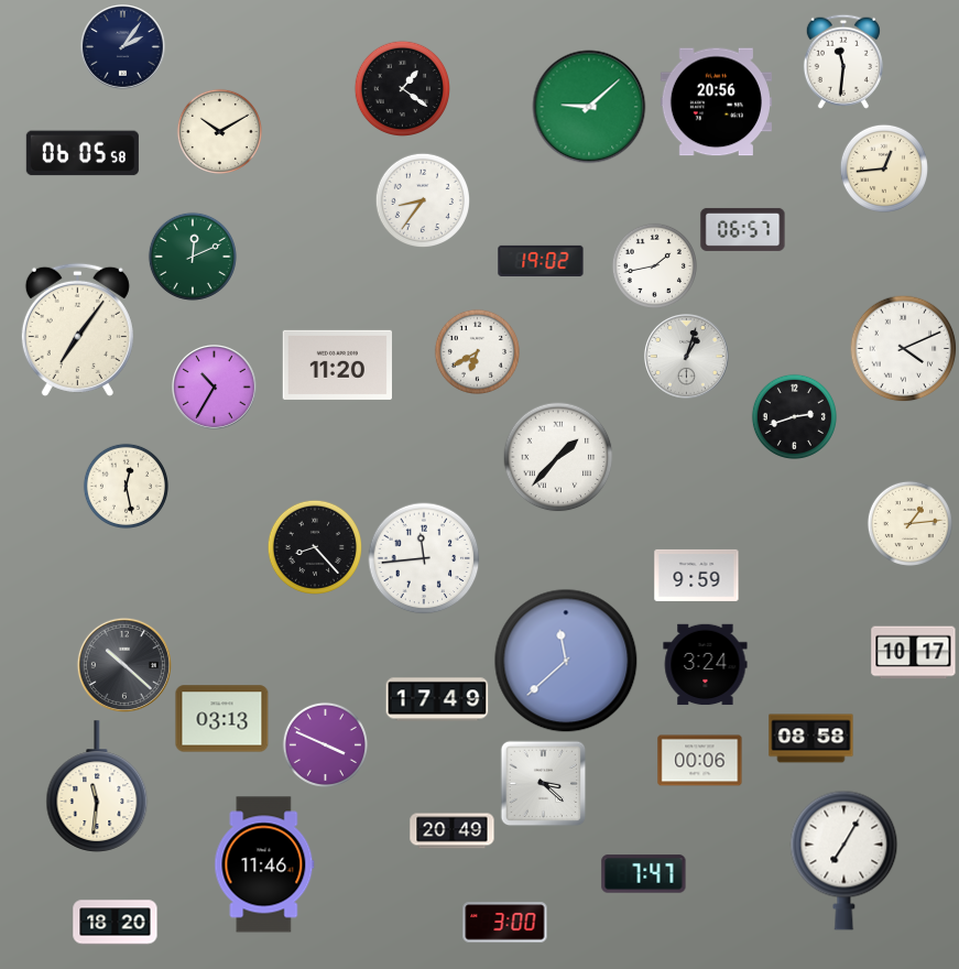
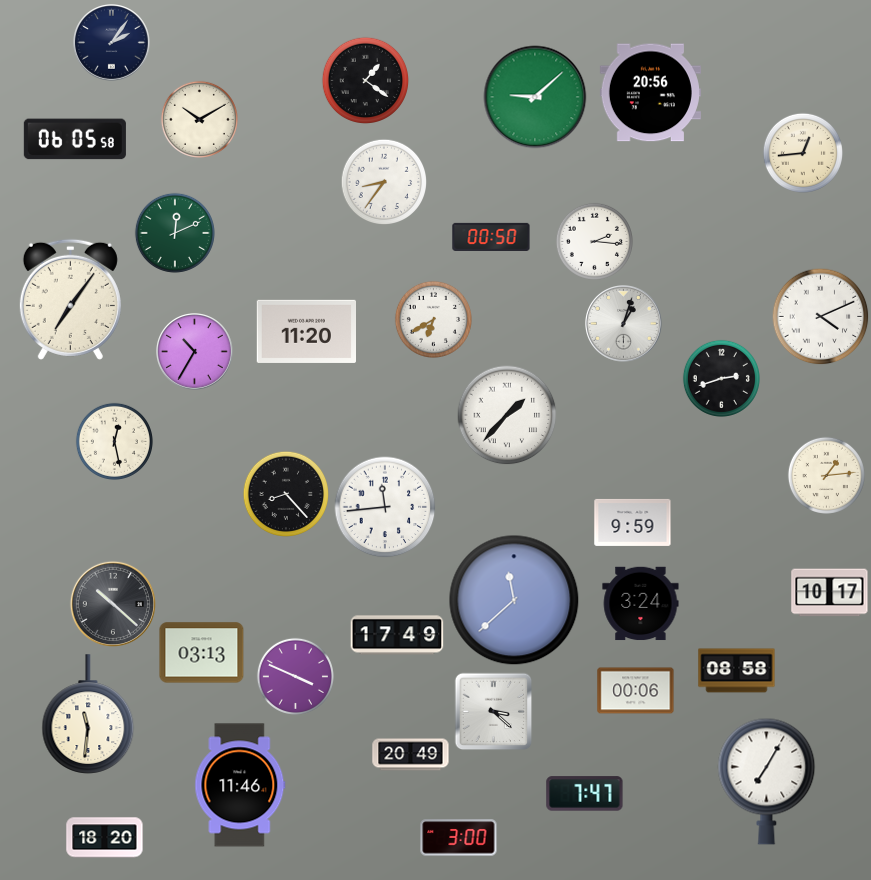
clock at (843, 62): 11:31 -> none
clock at (743, 229): 06:57 -> none
clock at (541, 261): 19:02 -> 00:50
clock at (654, 265): 1:43 -> 2:16
clock at (314, 546) position: (314, 546) -> (285, 493)
